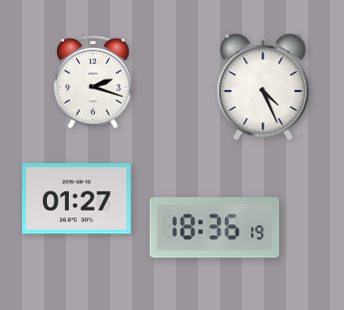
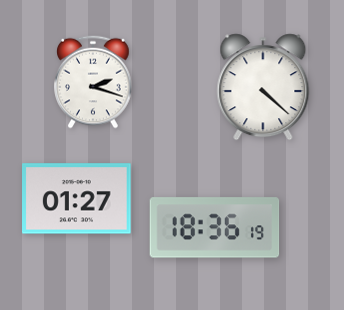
clock at (263, 87): 4:26 -> 4:22
